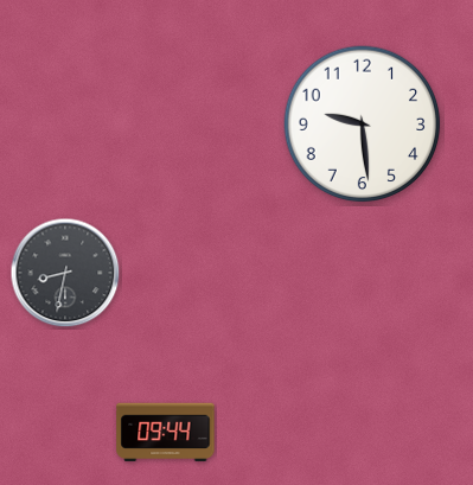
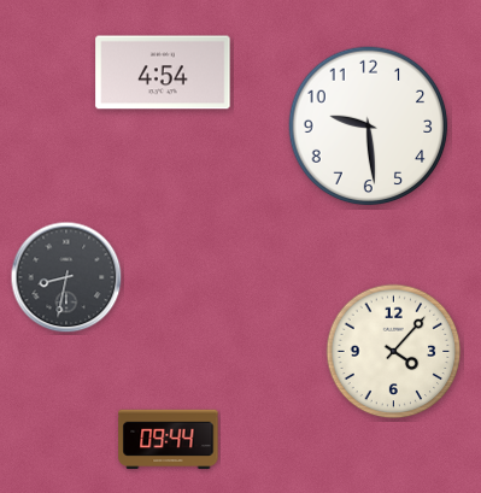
clock at (163, 72): none -> 4:54
clock at (394, 352): none -> 4:07
